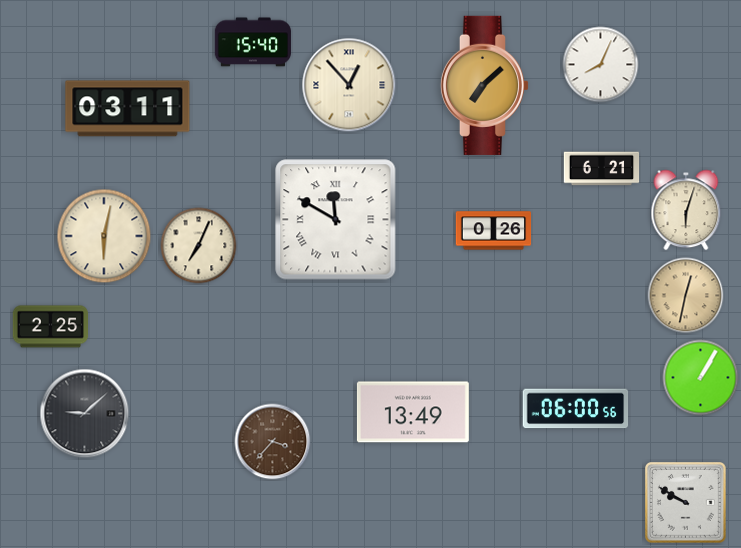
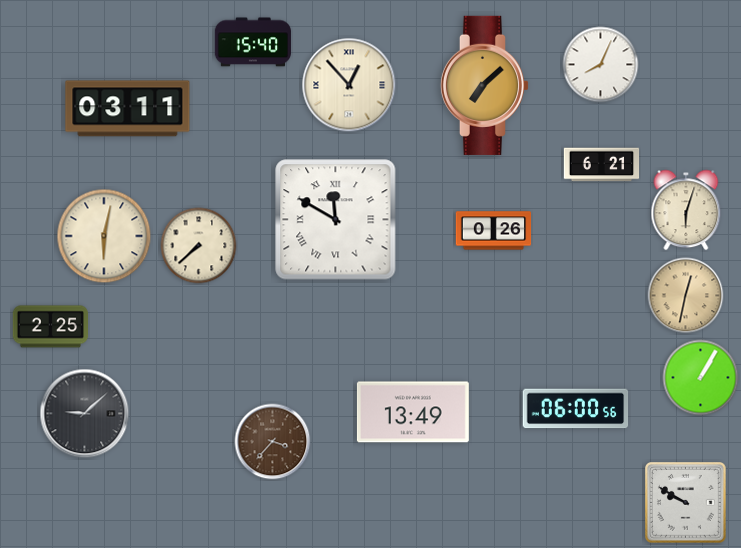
clock at (602, 169) position: (602, 169) -> (602, 165)
clock at (199, 246): 7:04 -> 7:38
